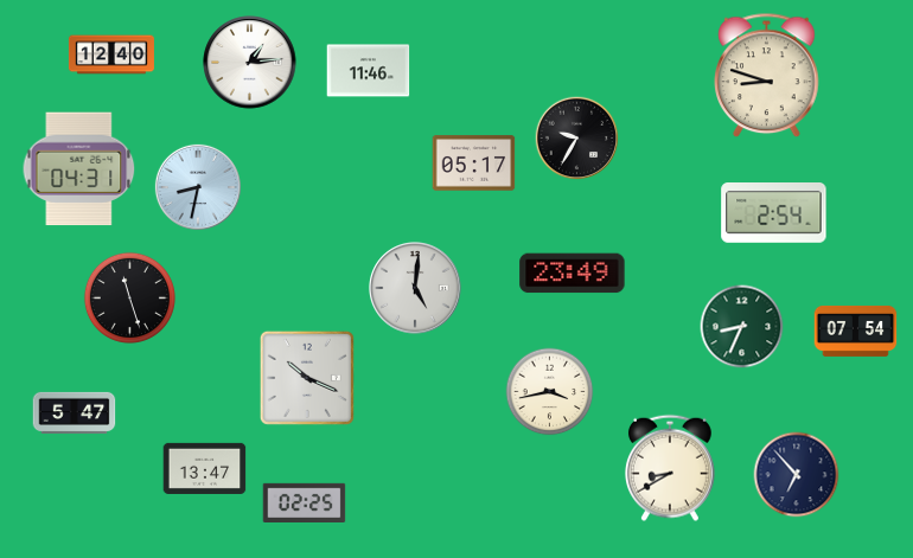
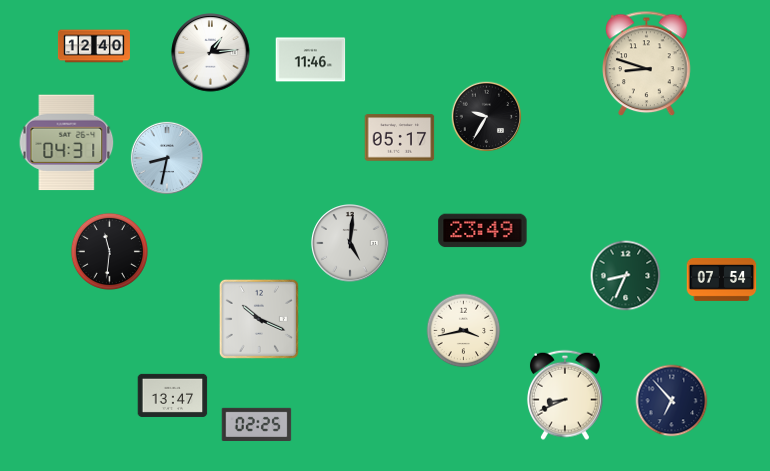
clock at (774, 213): 2:54 -> none
clock at (129, 297): 11:27 -> 11:31
clock at (75, 412): 5:47 -> none
clock at (670, 468): 8:40 -> 8:41
